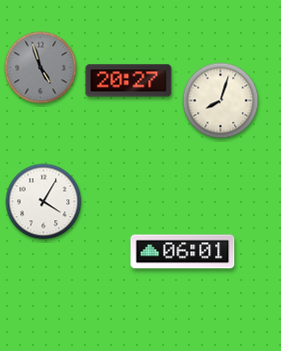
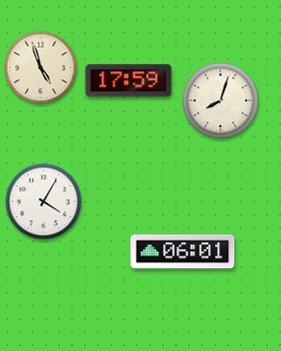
clock at (41, 68) dial: grey -> cream
clock at (129, 81): 20:27 -> 17:59
